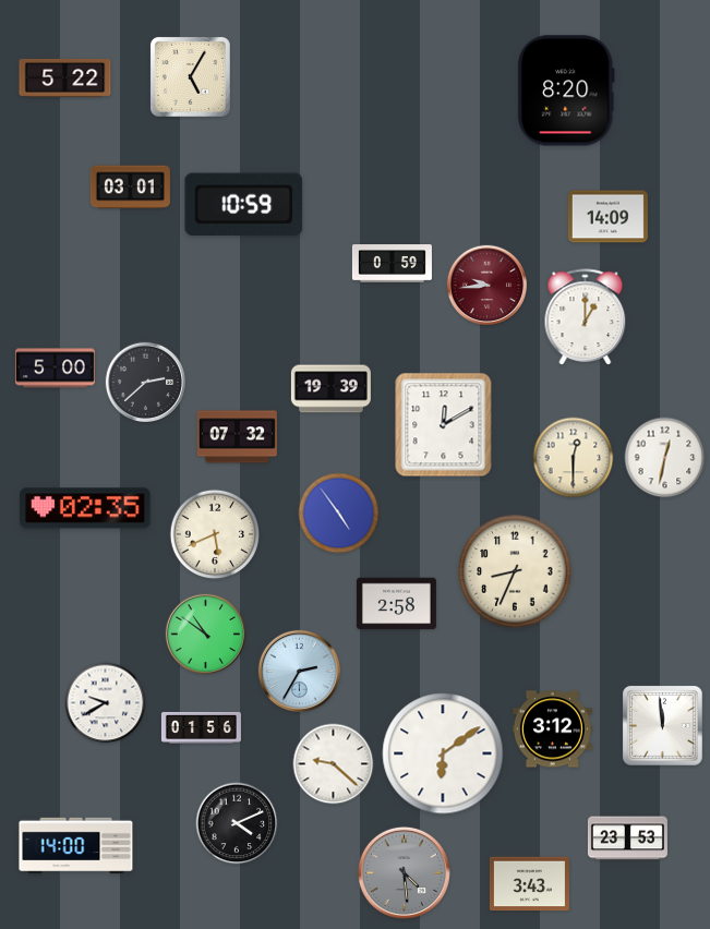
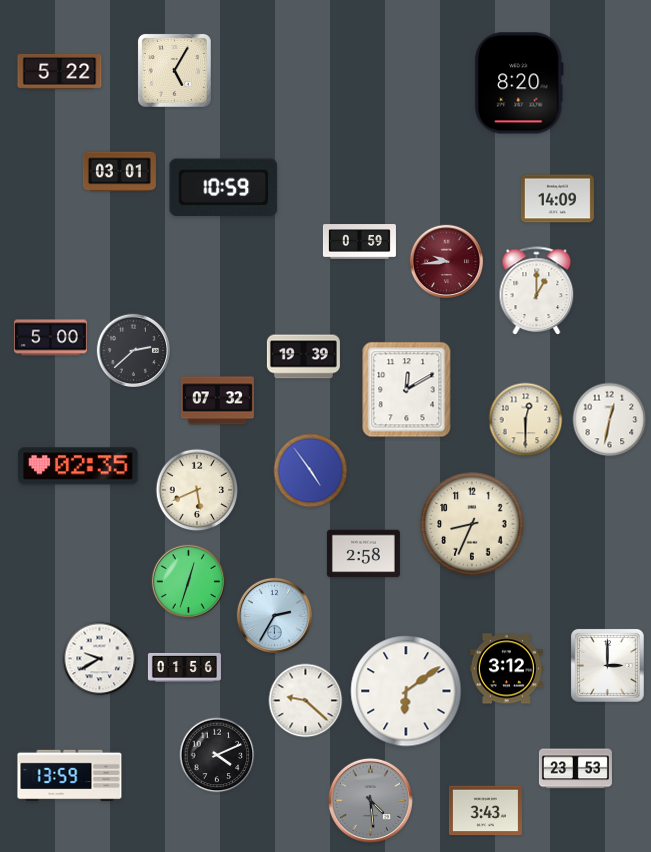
clock at (205, 634): 10:51 -> 12:33
clock at (106, 703) position: (106, 703) -> (100, 659)
clock at (662, 725): 11:59 -> 3:00
clock at (76, 846): 14:00 -> 13:59
